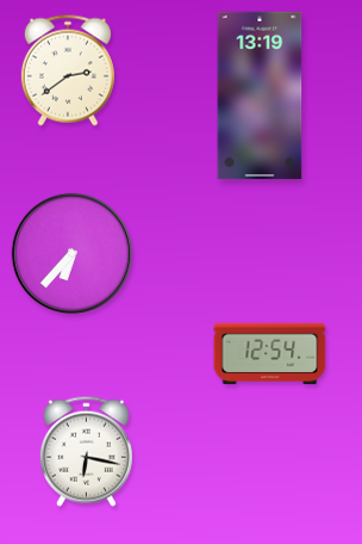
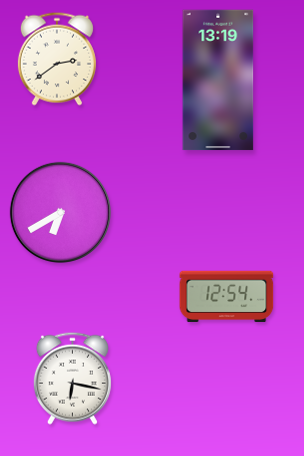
clock at (71, 253): 6:37 -> 6:40
